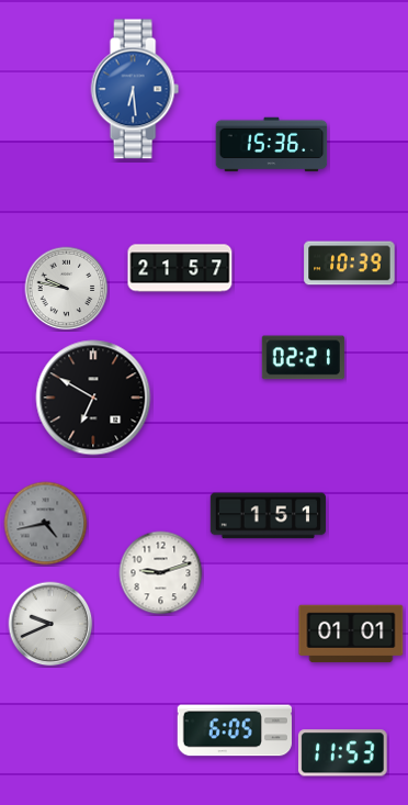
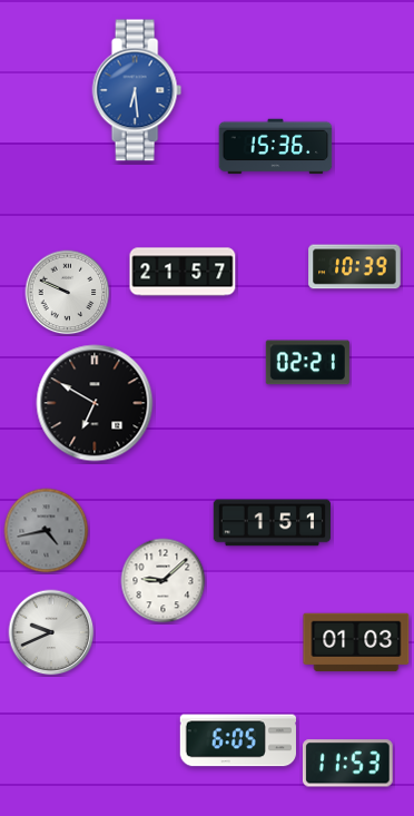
clock at (67, 289): 9:47 -> 9:49
clock at (161, 573): 9:12 -> 9:08
clock at (351, 634): 01:01 -> 01:03
